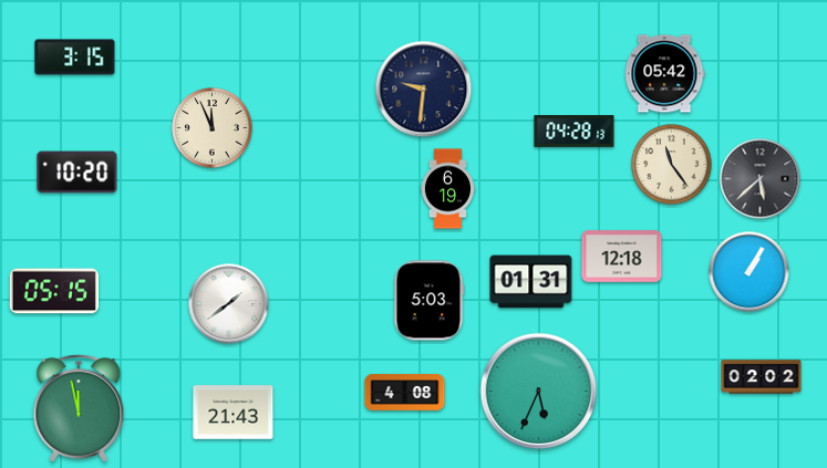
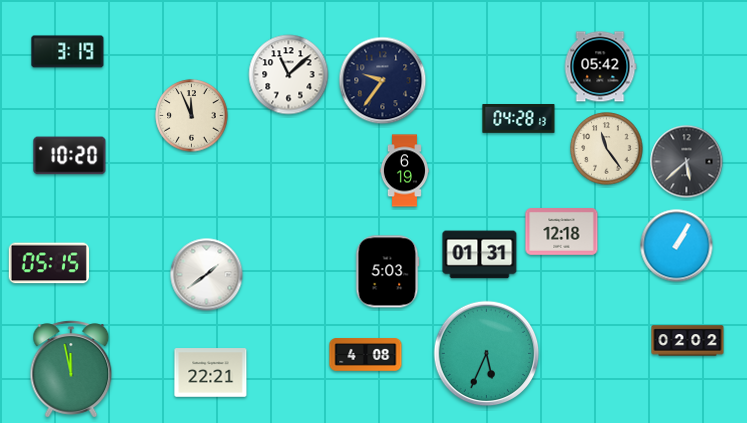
clock at (75, 58): 3:15 -> 3:19
clock at (289, 75): none -> 11:08
clock at (424, 90): 9:31 -> 9:36
clock at (234, 413): 21:43 -> 22:21
